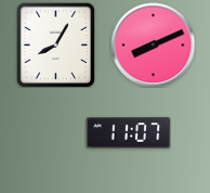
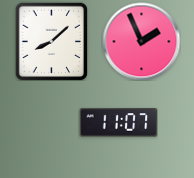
clock at (56, 44): 8:05 -> 8:08
clock at (153, 44): 8:11 -> 1:56
